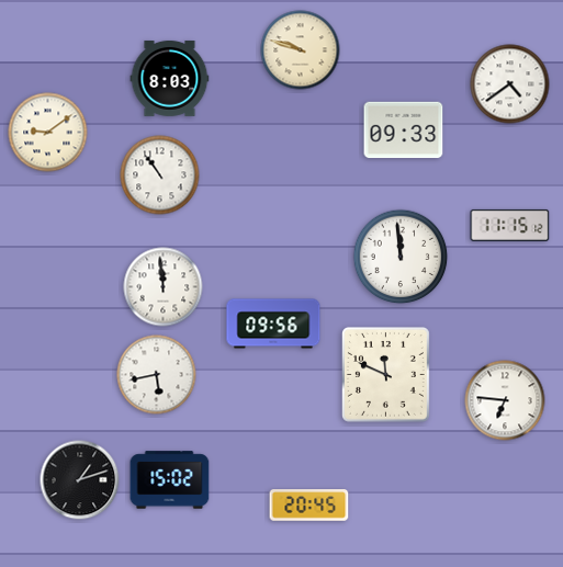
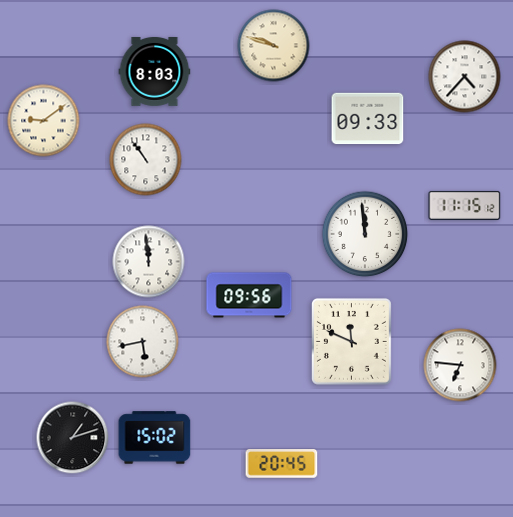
clock at (510, 84): 4:39 -> 4:37
clock at (309, 506) position: (309, 506) -> (282, 464)
